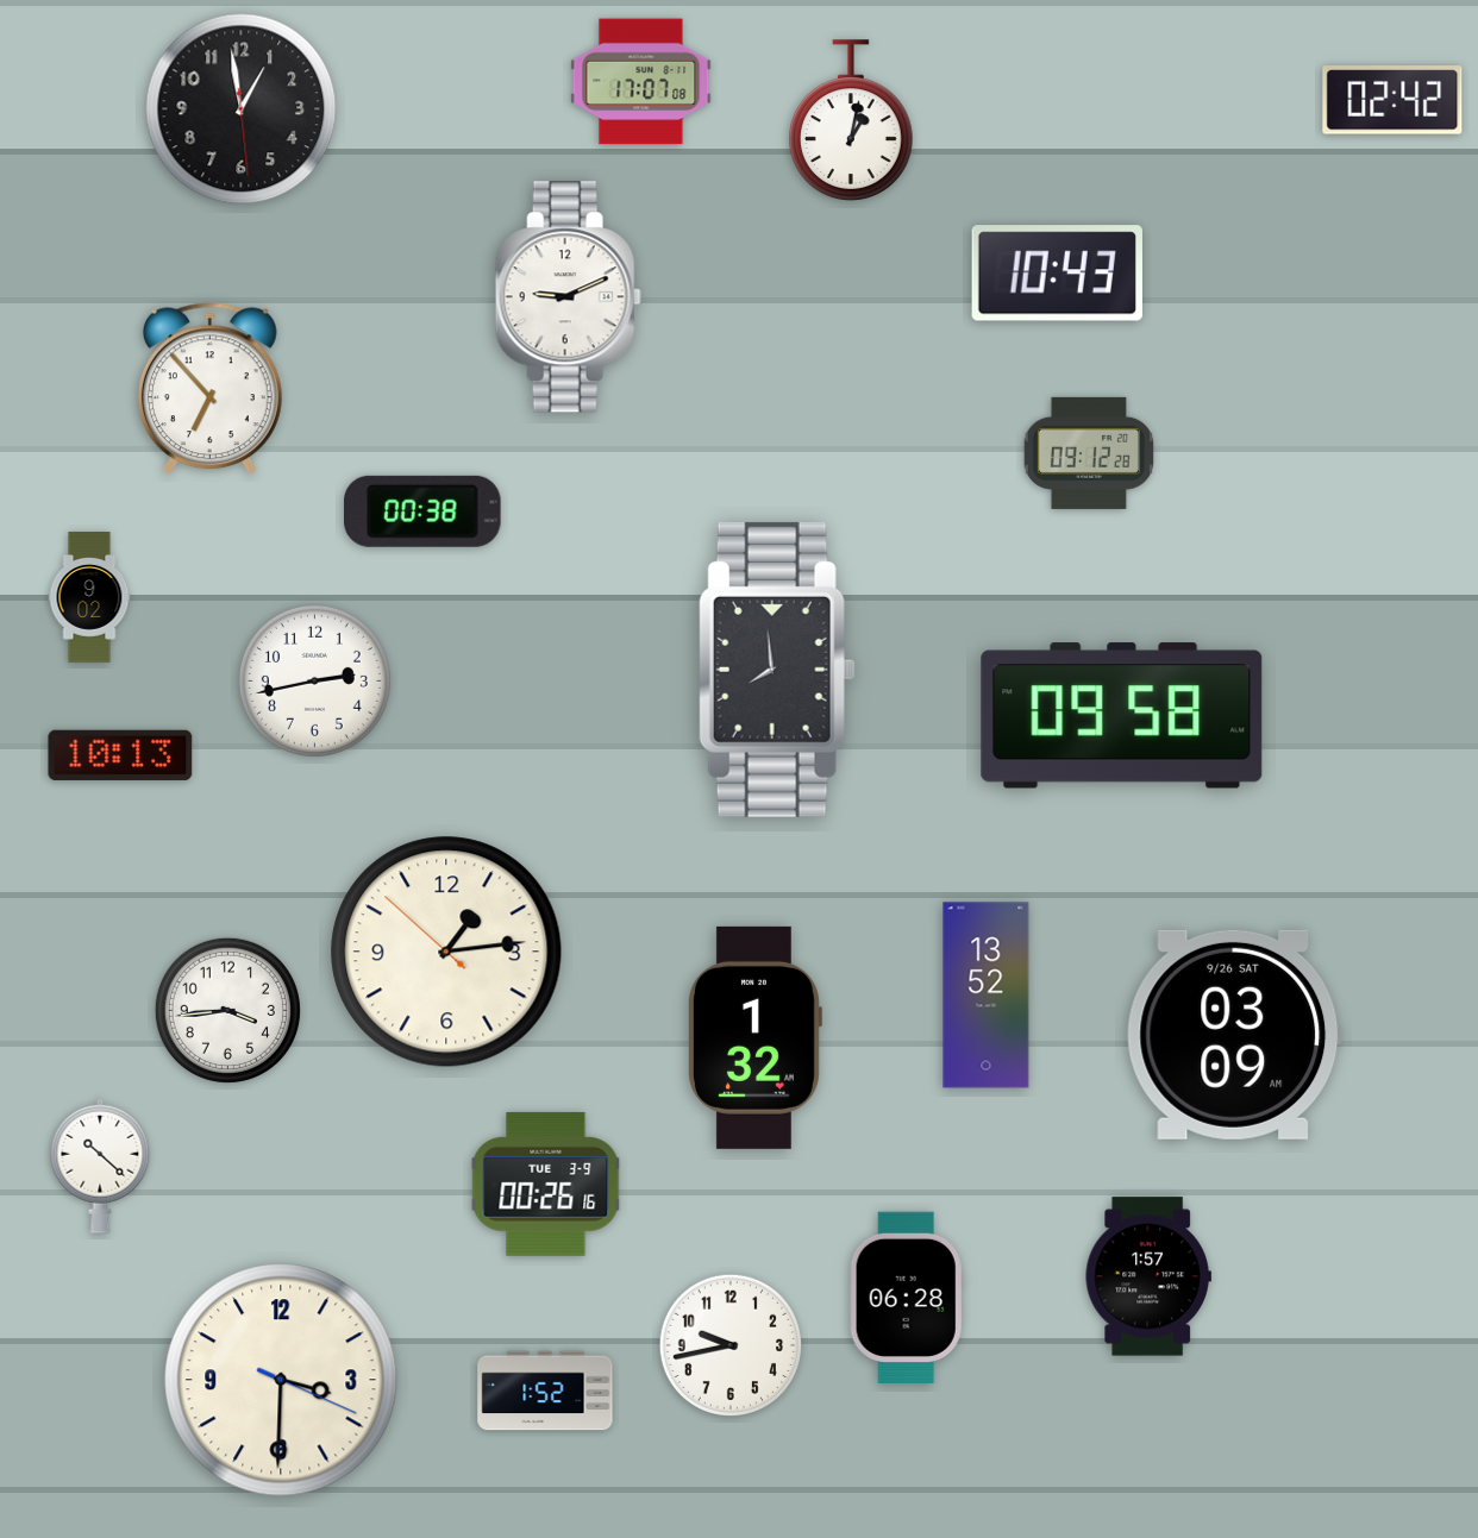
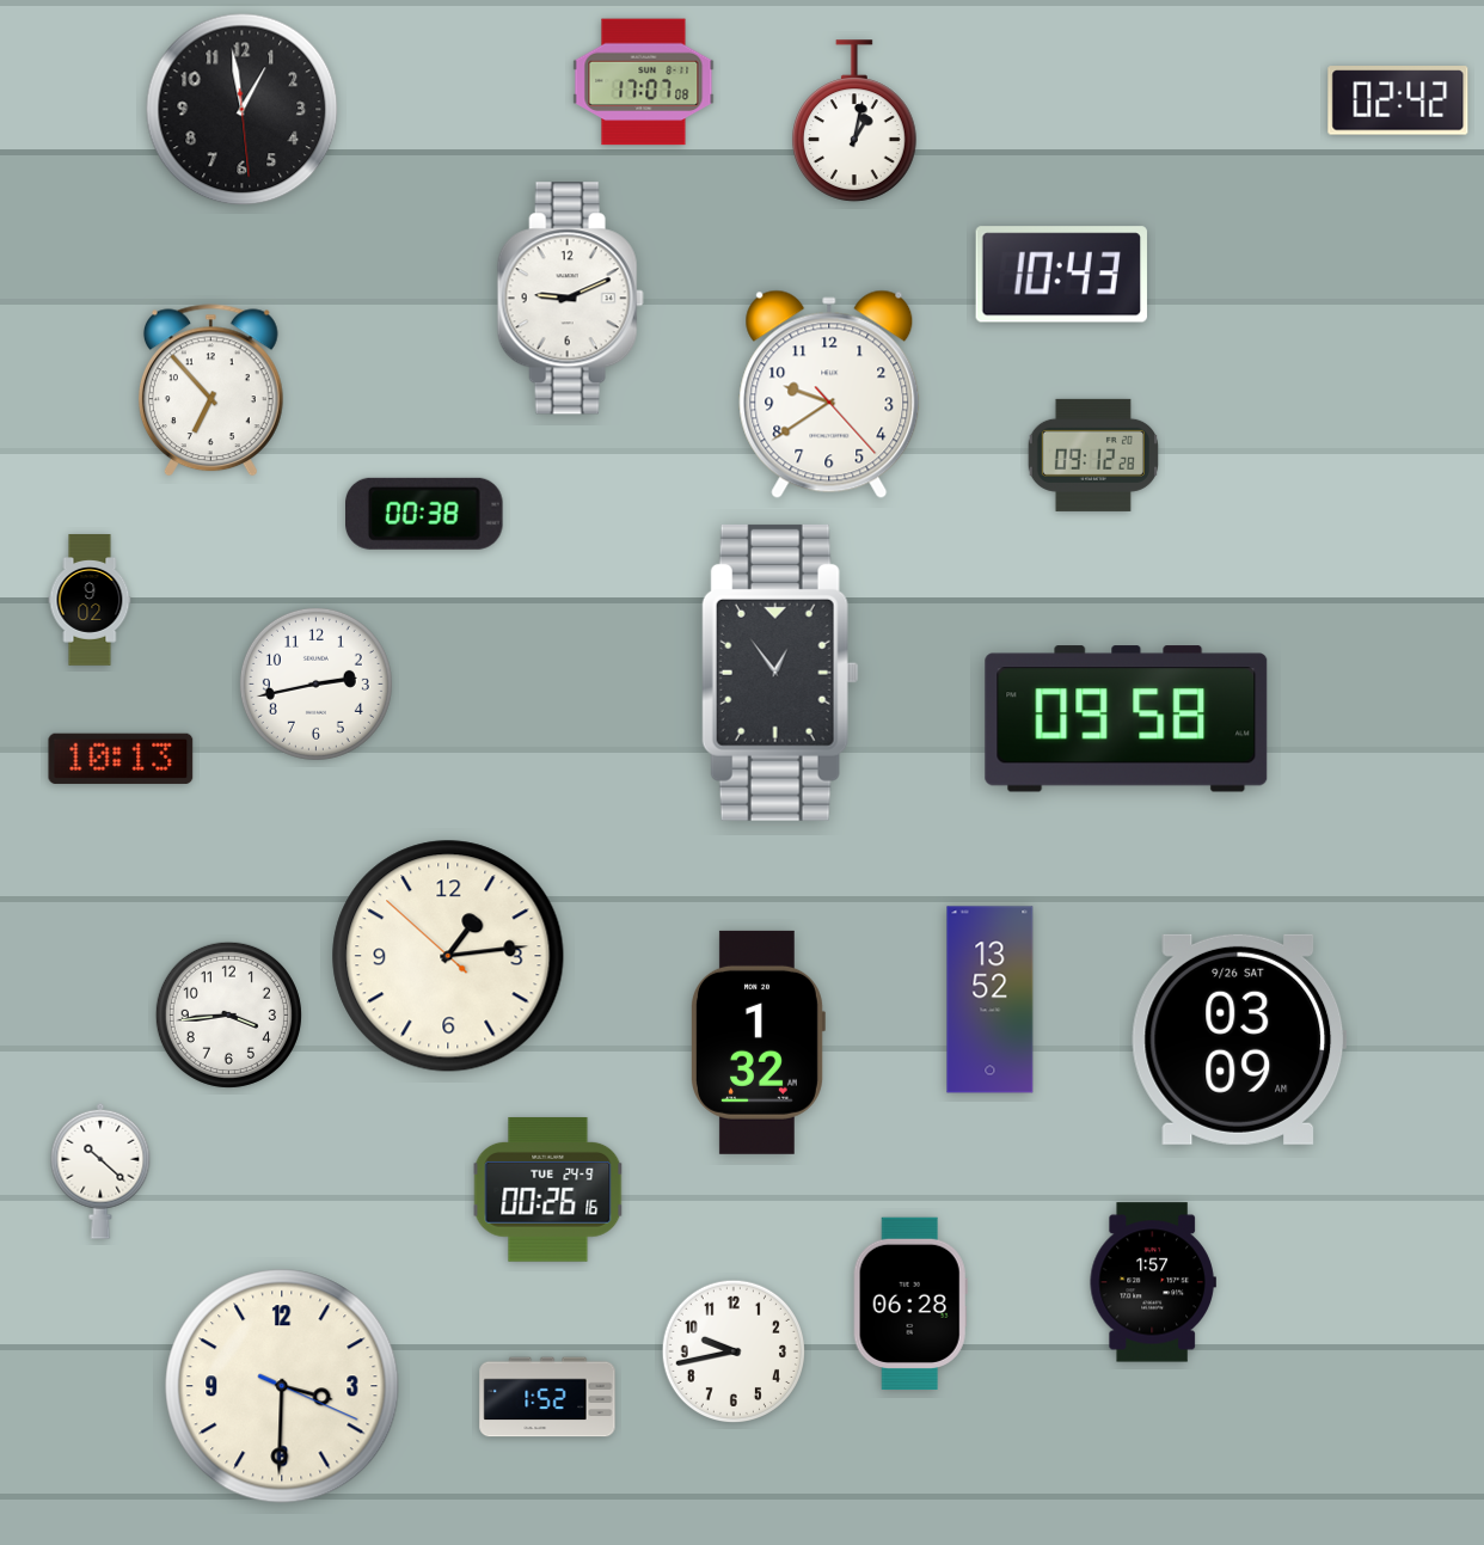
clock at (829, 394): none -> 9:39
clock at (777, 670): 7:59 -> 12:54
clock at (546, 1184) date: TUE 3-9 -> TUE 24-9
